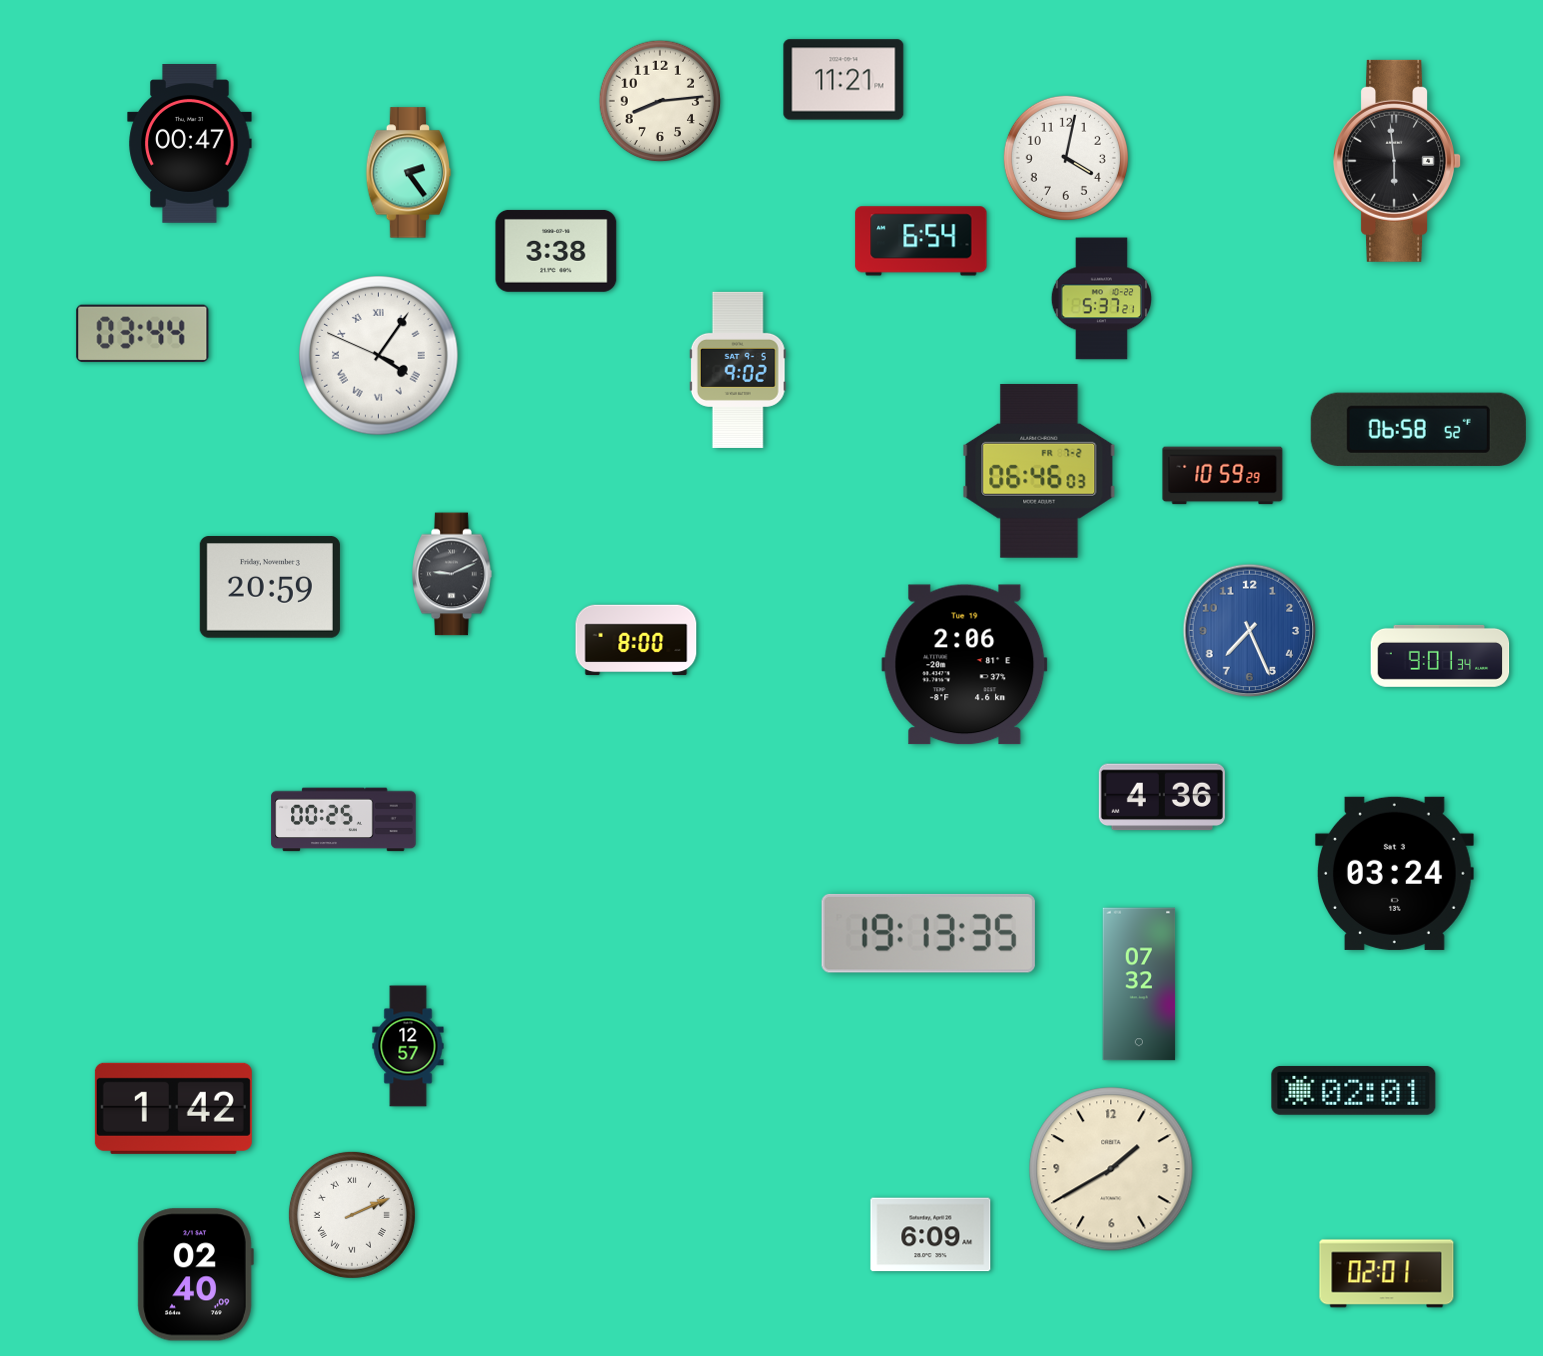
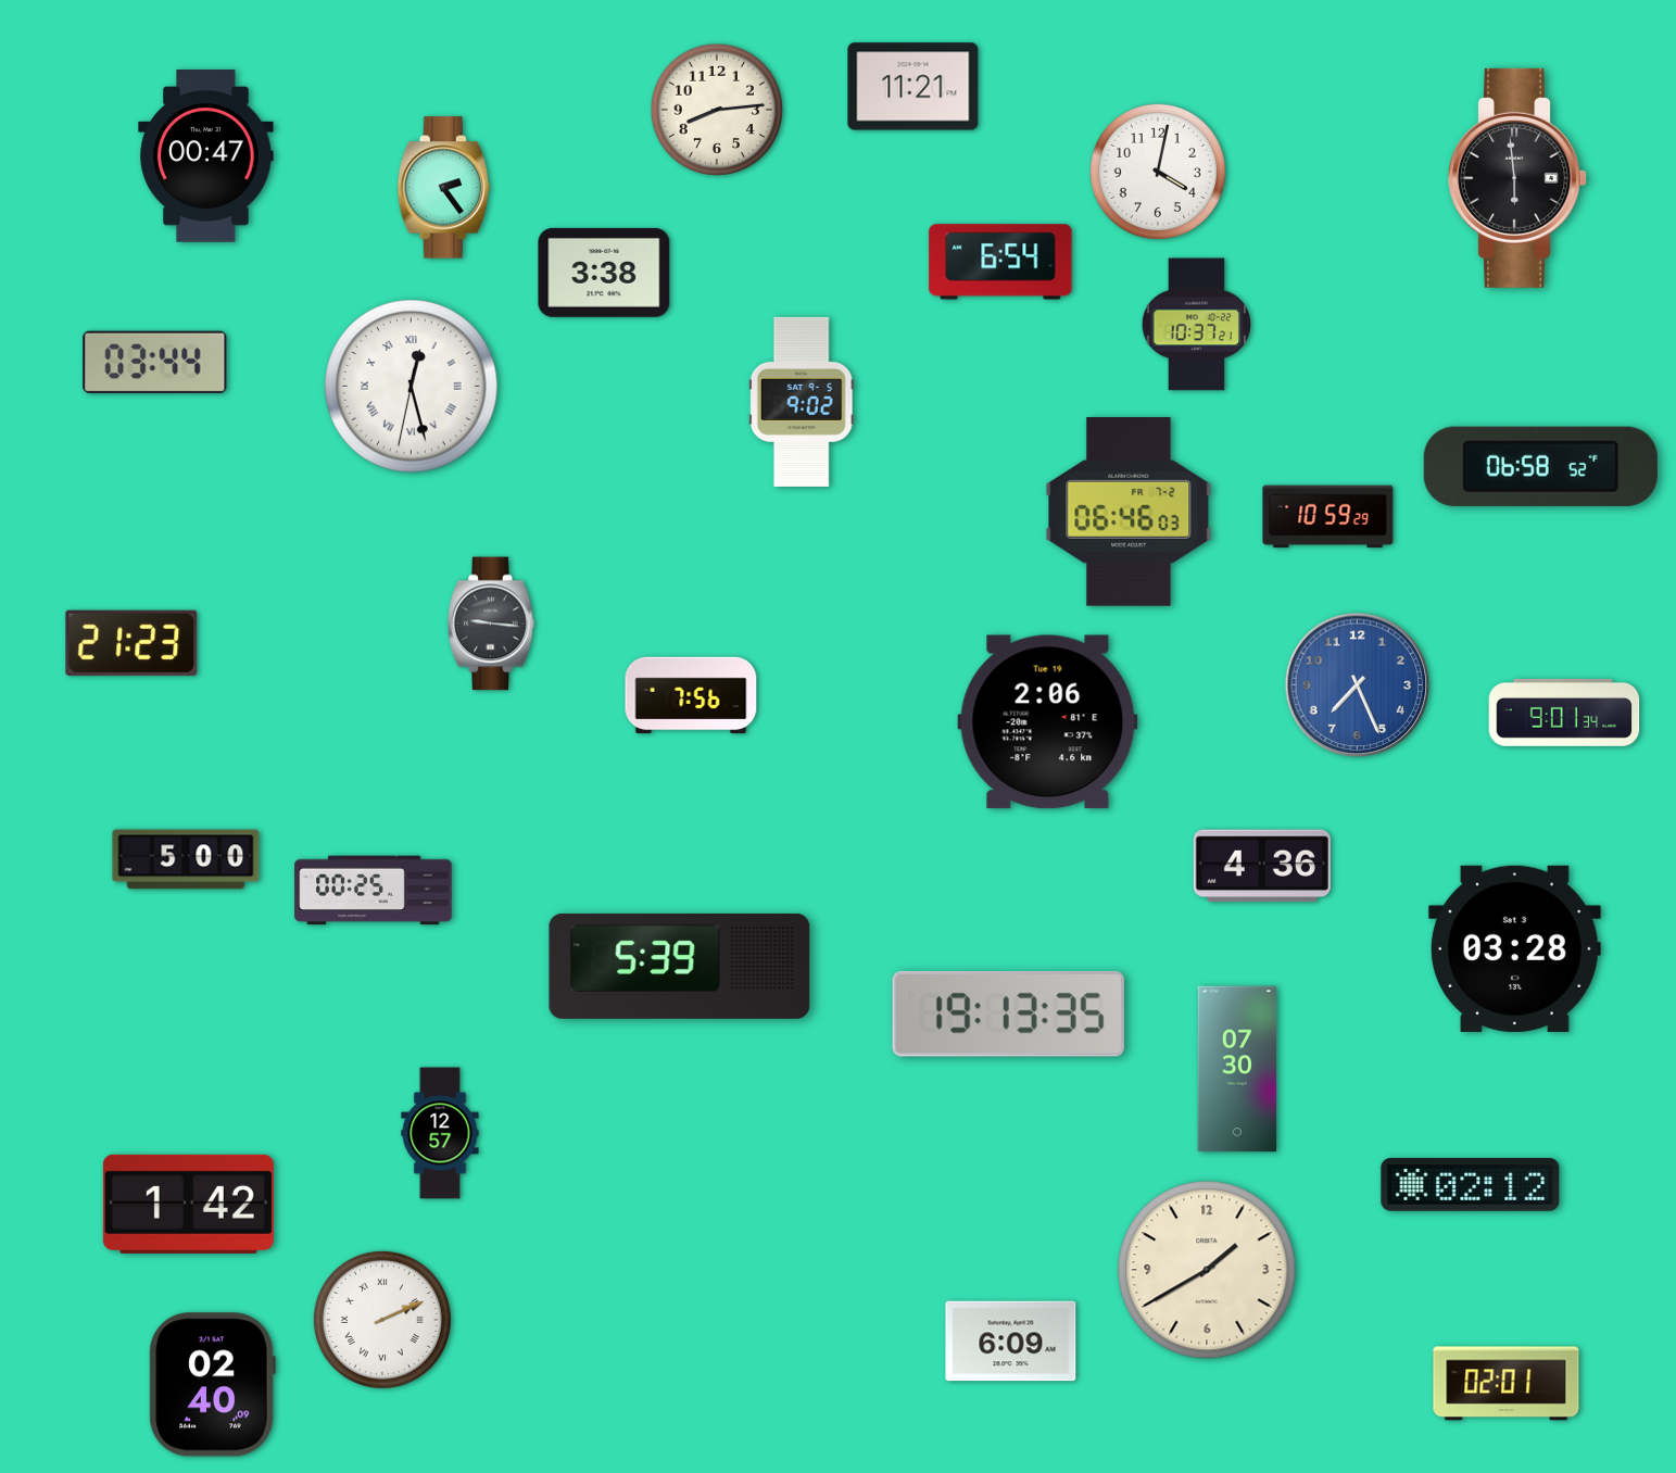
clock at (844, 80) position: (844, 80) -> (913, 87)
clock at (1397, 161) position: (1397, 161) -> (1517, 178)
clock at (1101, 299): 5:37 -> 10:37
clock at (379, 356): 4:05 -> 12:27
clock at (452, 574): 9:11 -> 9:16
clock at (270, 588): 20:59 -> none
clock at (131, 643): none -> 21:23
clock at (636, 640): 8:00 -> 7:56
clock at (186, 859): none -> 5:00
clock at (1394, 873): 03:24 -> 03:28
clock at (680, 966): none -> 5:39
clock at (1139, 984): 07:32 -> 07:30
clock at (408, 1046) position: (408, 1046) -> (440, 1133)
clock at (1354, 1090): 02:01 -> 02:12
